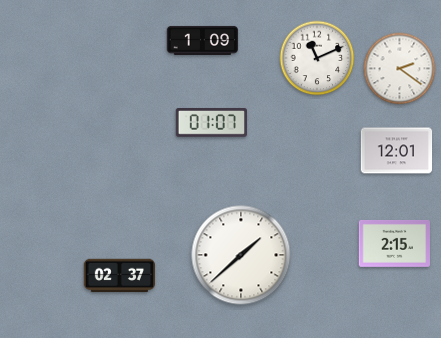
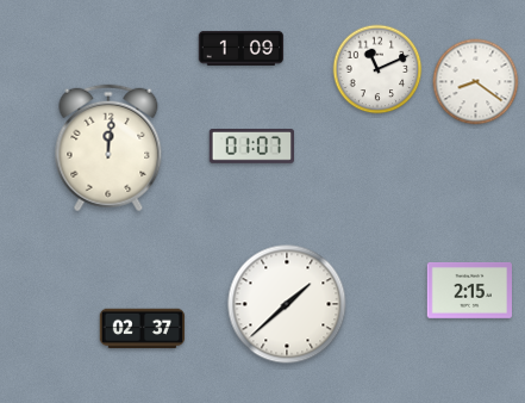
clock at (400, 69): 2:21 -> 8:21
clock at (108, 148): none -> 12:01
clock at (397, 151): 12:01 -> none
